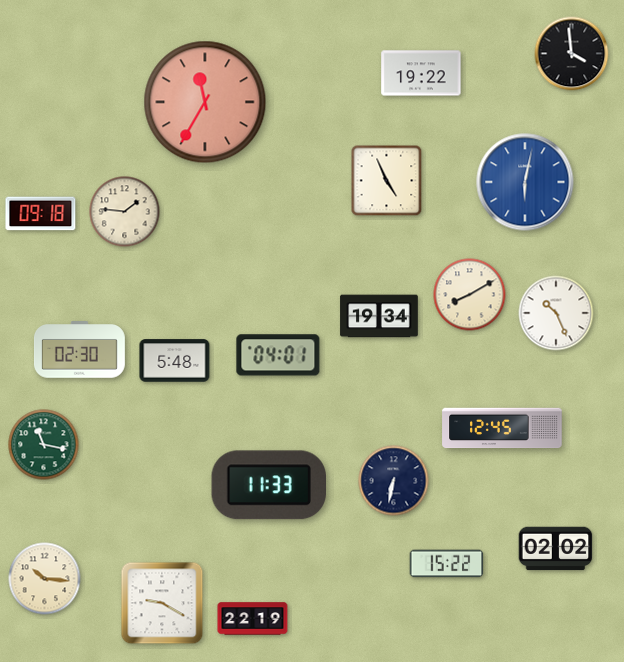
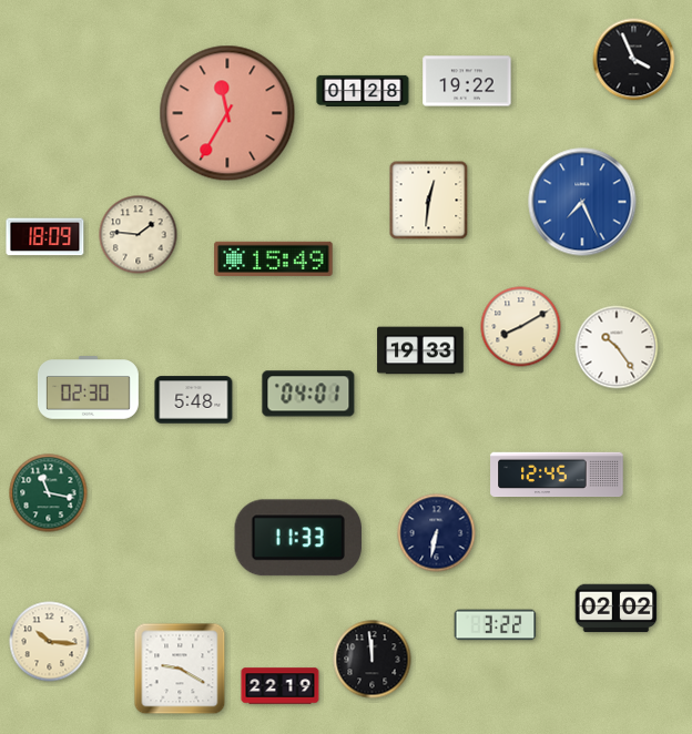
clock at (572, 54): 3:59 -> 3:56
clock at (363, 91): none -> 01:28
clock at (387, 181): 4:56 -> 12:31
clock at (525, 182): 6:02 -> 7:26
clock at (41, 214): 09:18 -> 18:09
clock at (274, 258): none -> 15:49
clock at (556, 313): 10:26 -> 10:24
clock at (379, 316): 19:34 -> 19:33
clock at (447, 564): 15:22 -> 3:22
clock at (373, 660): none -> 11:59
